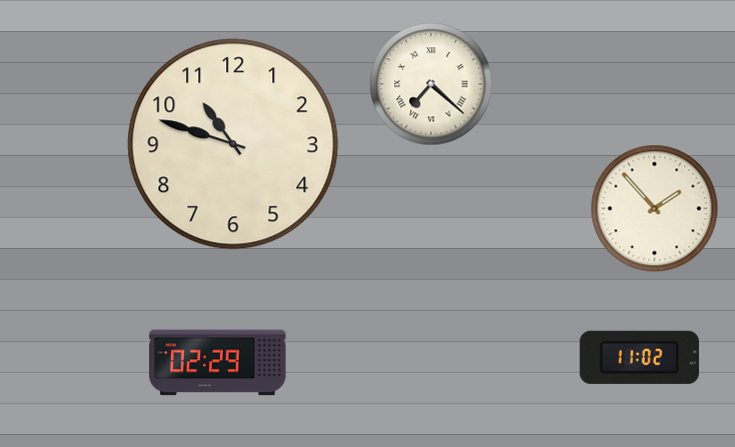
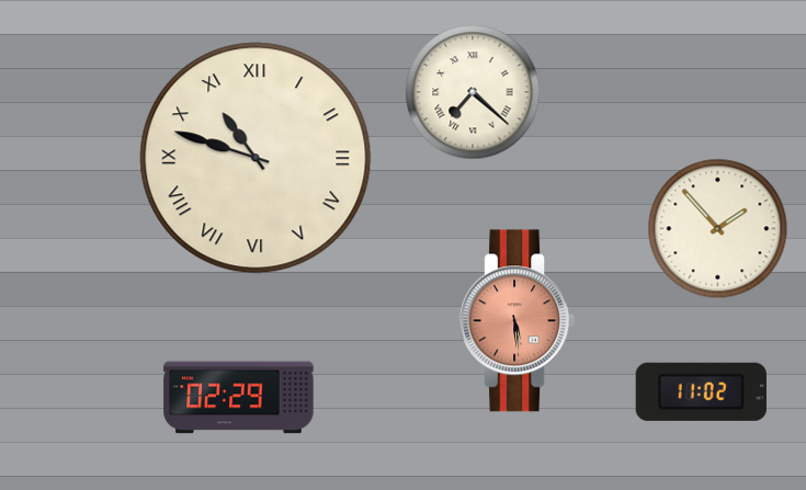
clock at (233, 144) numerals: Arabic -> Roman
clock at (518, 321): none -> 5:29
